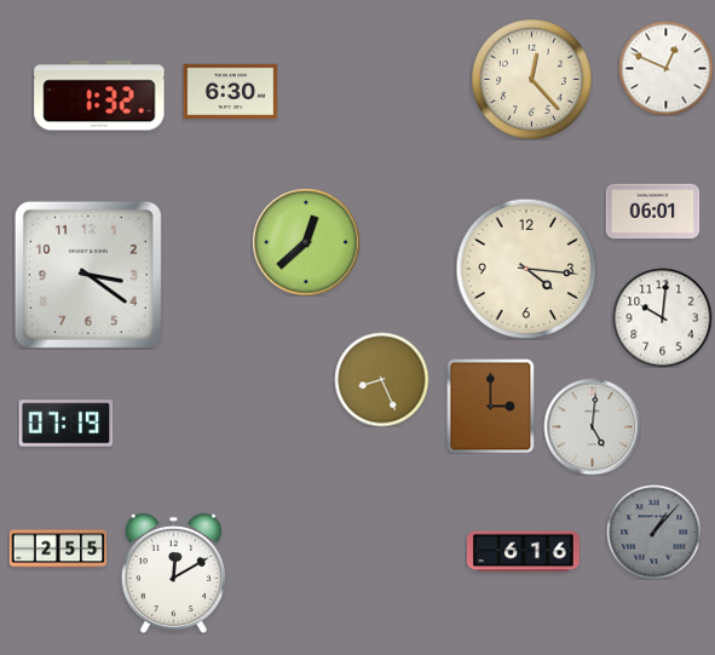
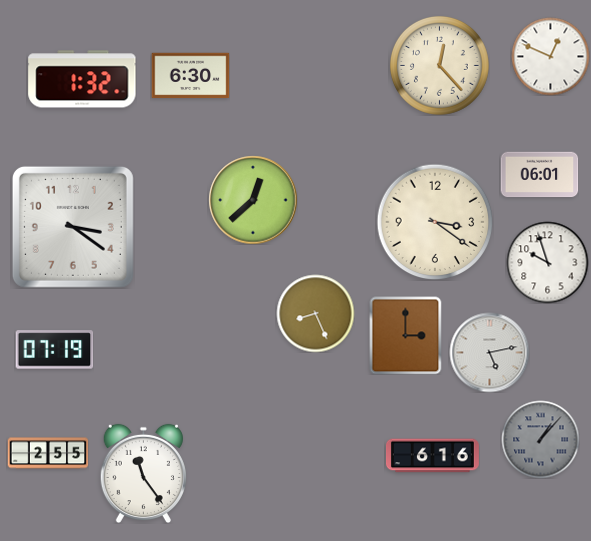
clock at (526, 269): 4:16 -> 3:21
clock at (662, 317): 10:01 -> 9:57
clock at (592, 426): 5:01 -> 5:13
clock at (173, 573): 12:10 -> 11:24
